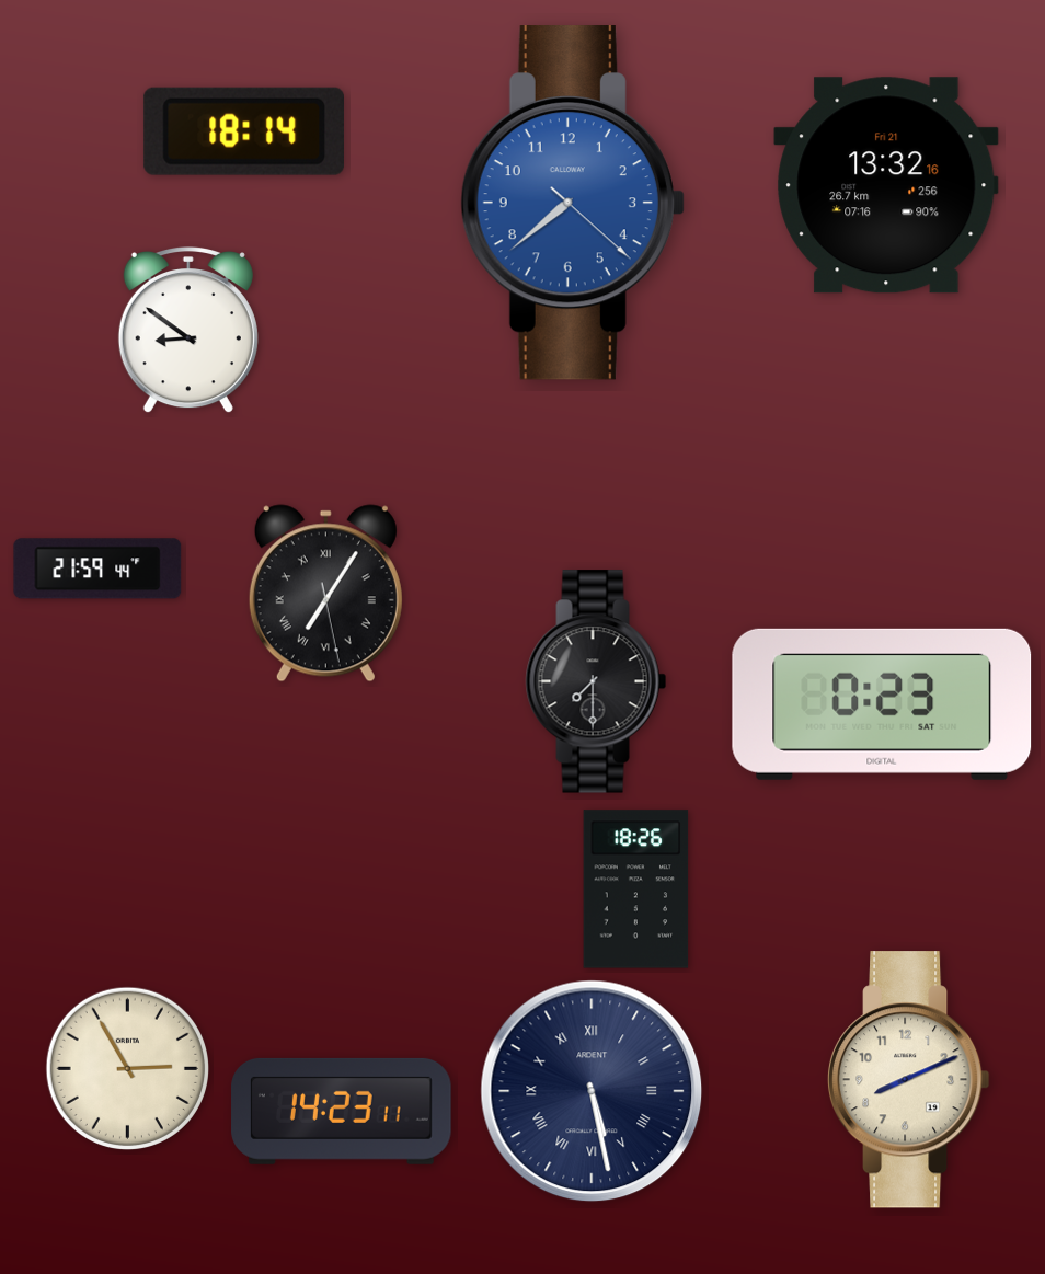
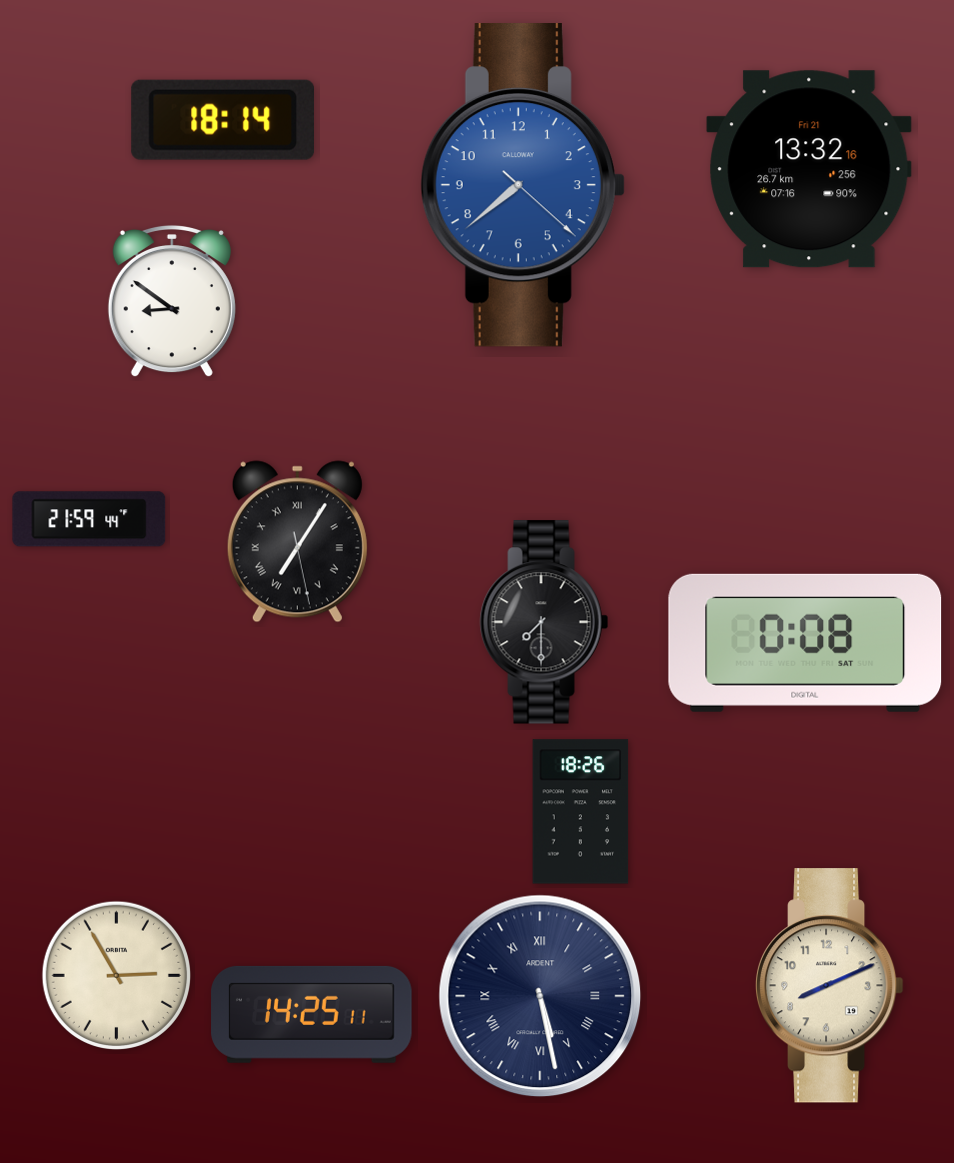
clock at (882, 704): 0:23 -> 0:08
clock at (342, 1111): 14:23 -> 14:25
